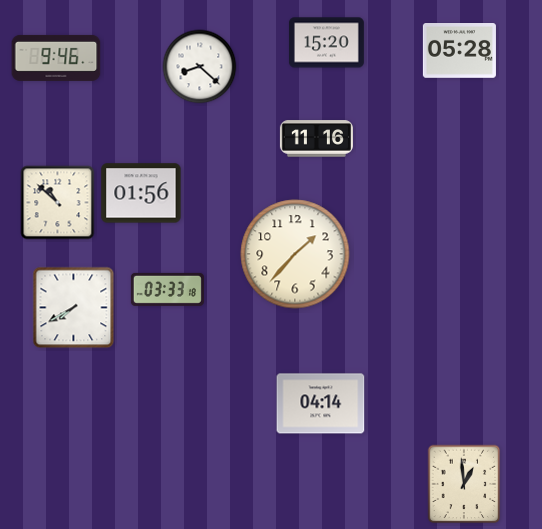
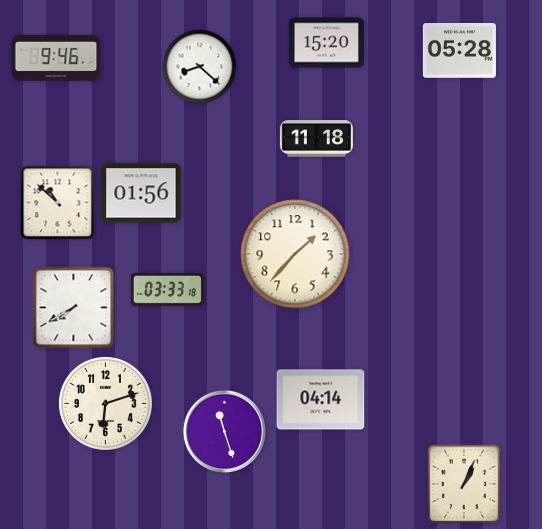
clock at (316, 139): 11:16 -> 11:18
clock at (105, 403): none -> 6:12
clock at (321, 404) position: (321, 404) -> (321, 400)
clock at (224, 431): none -> 11:27
clock at (464, 484): 12:59 -> 1:04
